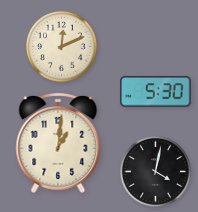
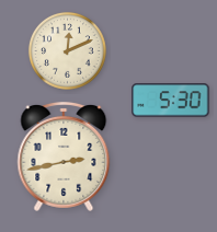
clock at (58, 143): 1:01 -> 2:43
clock at (155, 171): 4:02 -> none
